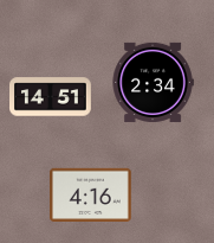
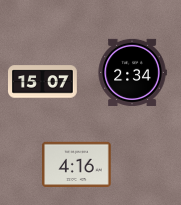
clock at (153, 82) position: (153, 82) -> (132, 72)
clock at (51, 97): 14:51 -> 15:07
